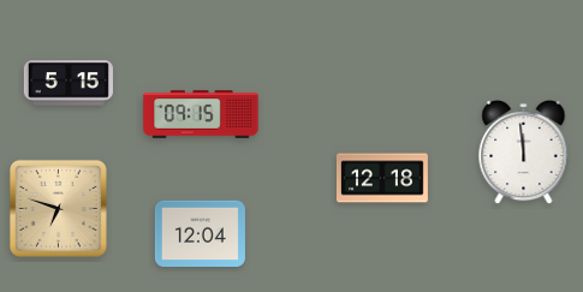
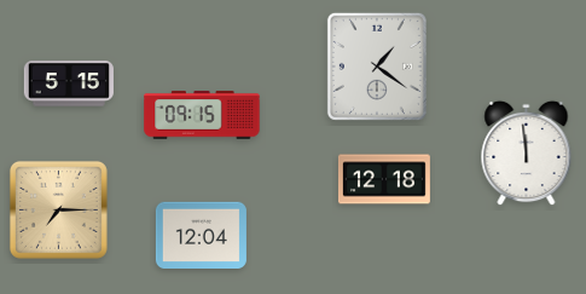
clock at (377, 67): none -> 1:21
clock at (58, 208): 6:48 -> 7:15
